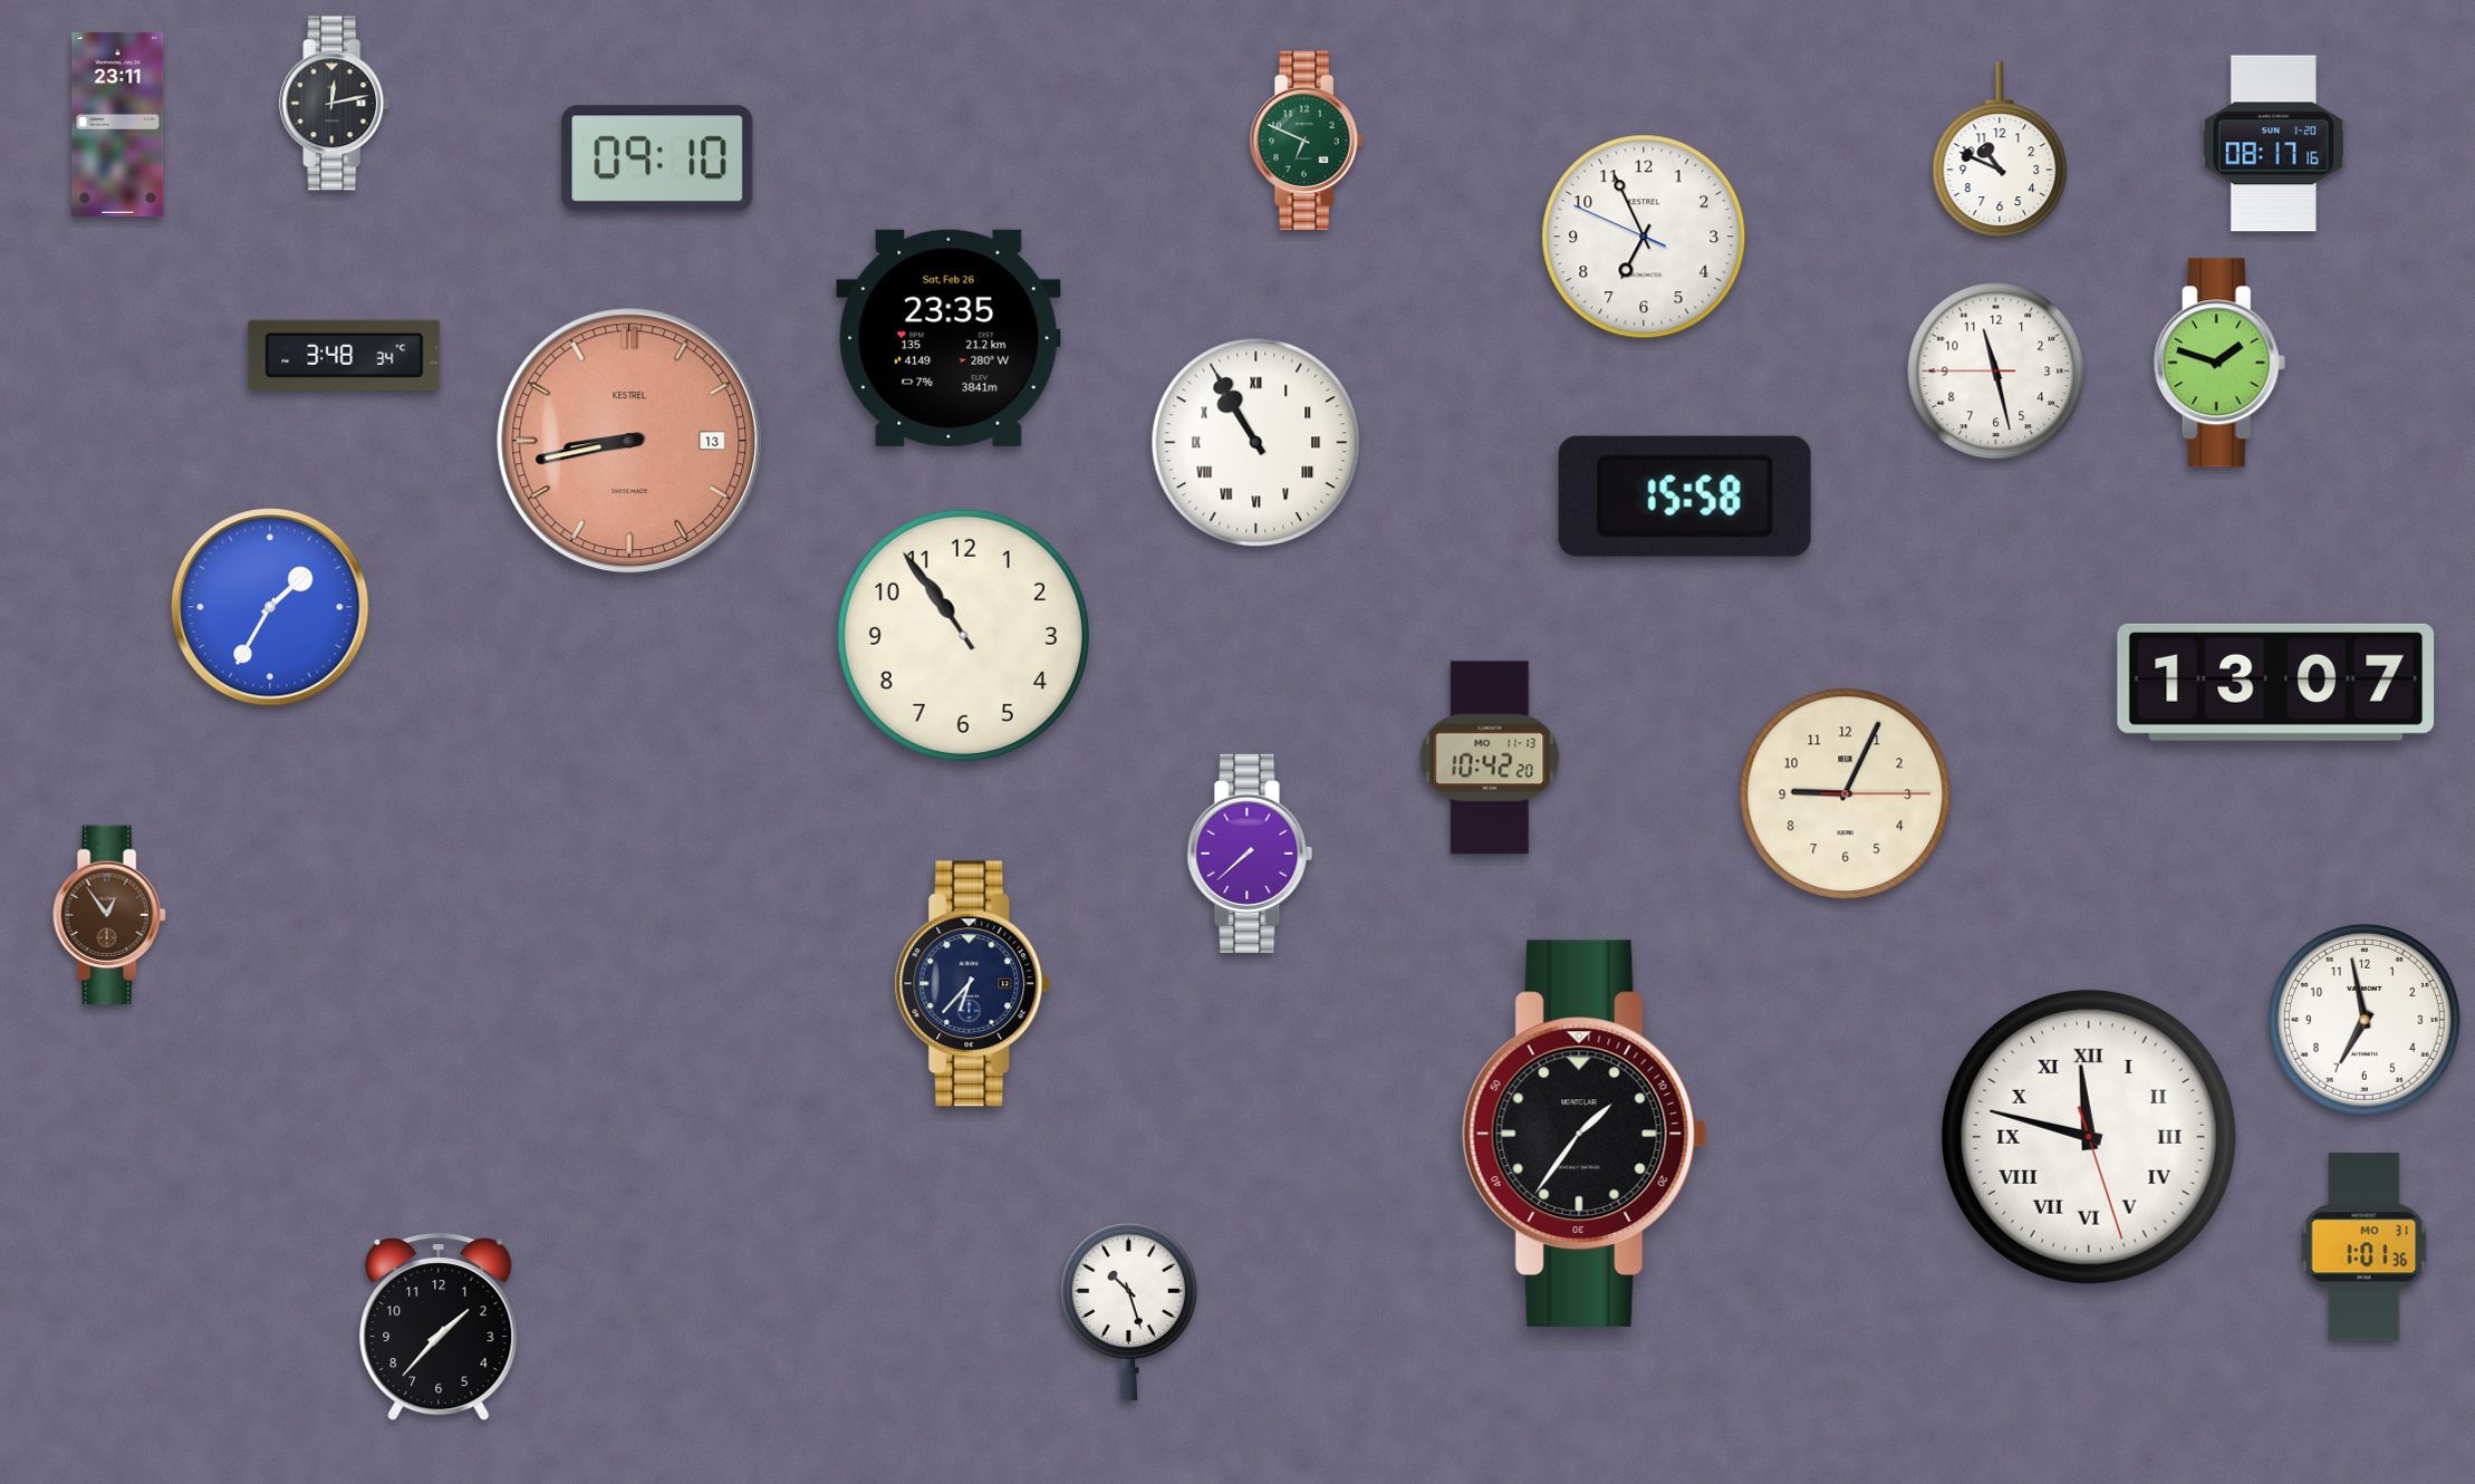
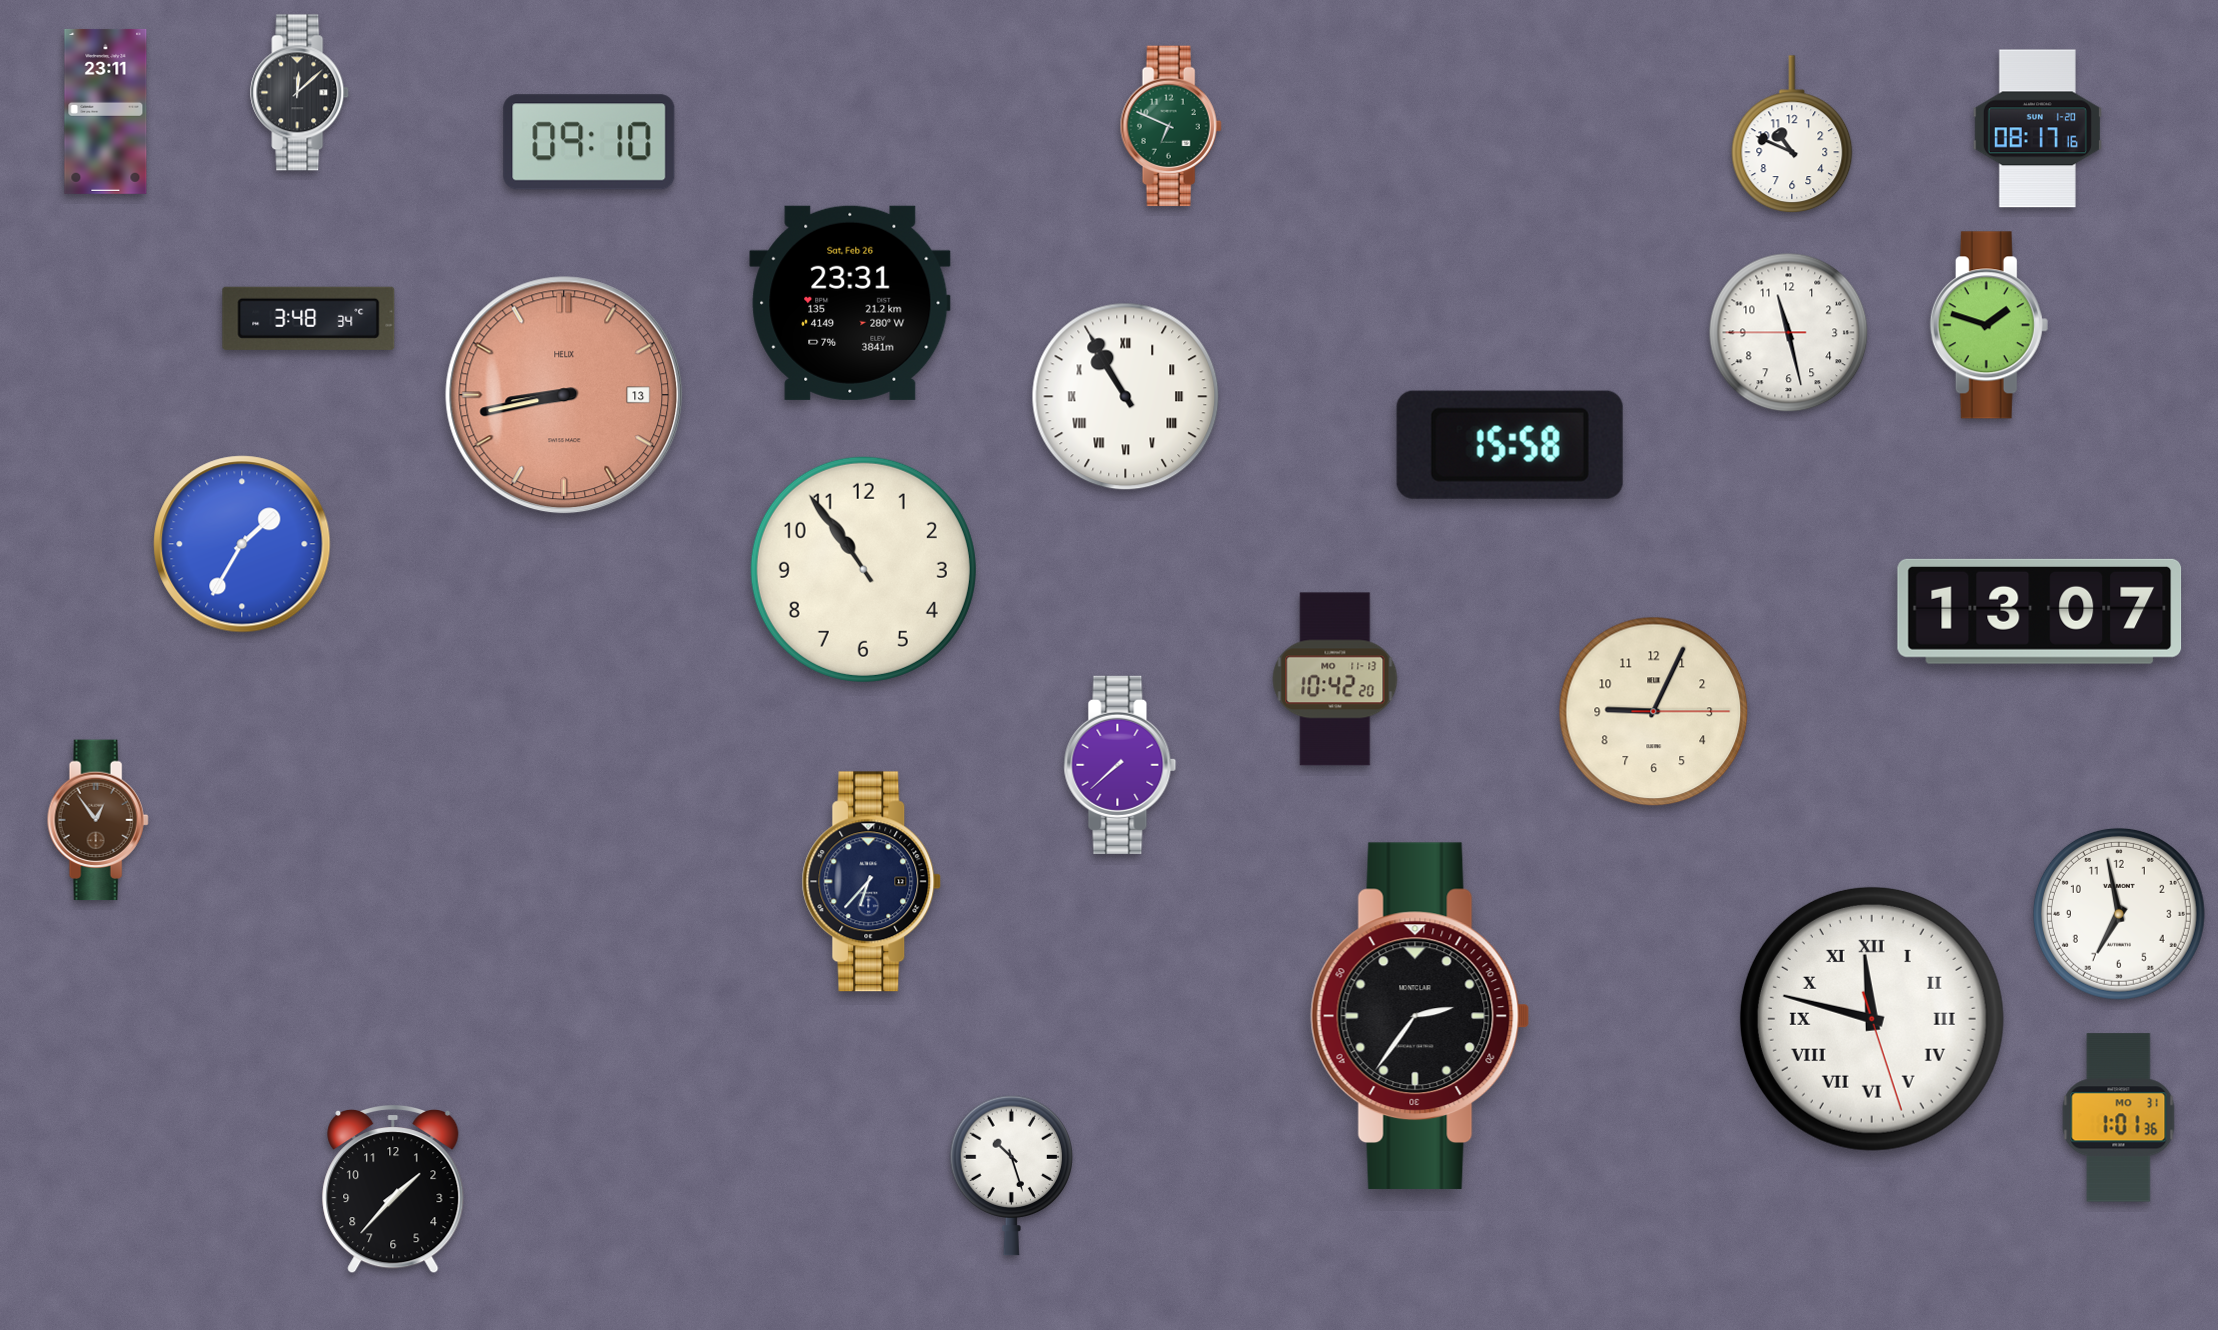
clock at (335, 104): 12:13 -> 12:08
clock at (1644, 237): 6:55 -> none
clock at (948, 338): 23:35 -> 23:31
clock at (629, 441) brand: KESTREL -> HELIX
clock at (1585, 1134): 1:36 -> 2:36
